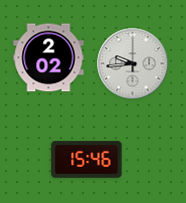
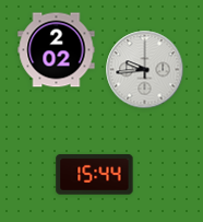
clock at (49, 58) position: (49, 58) -> (57, 50)
clock at (87, 159): 15:46 -> 15:44
